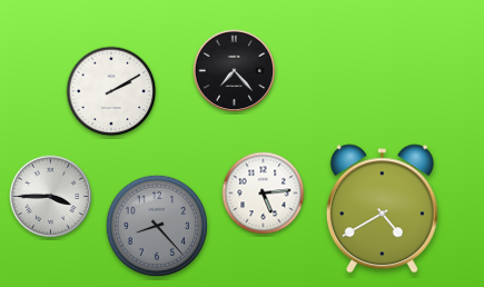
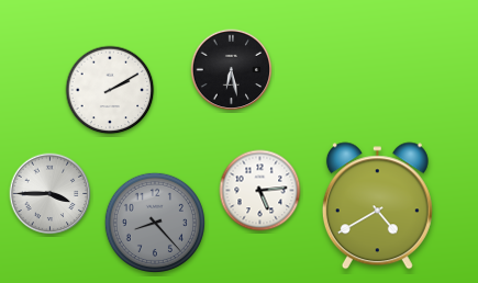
clock at (235, 71): 7:23 -> 6:28
